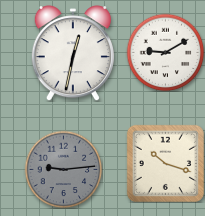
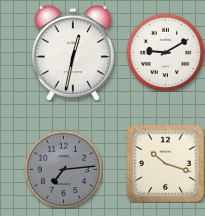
clock at (63, 169): 9:14 -> 7:14
